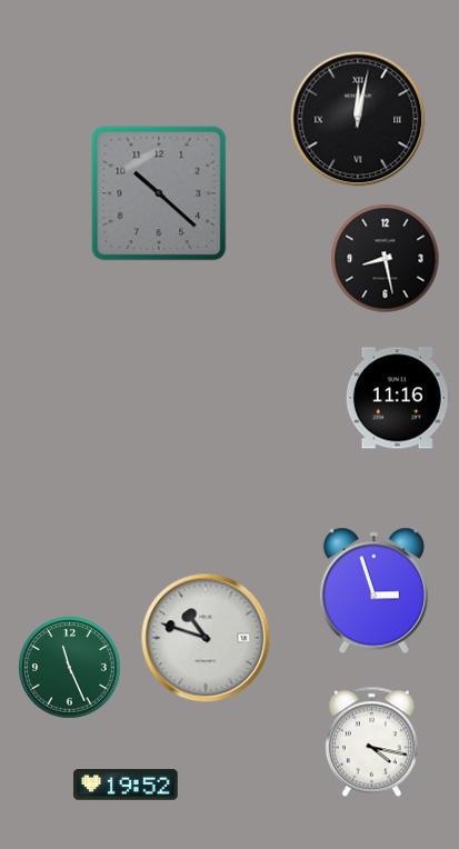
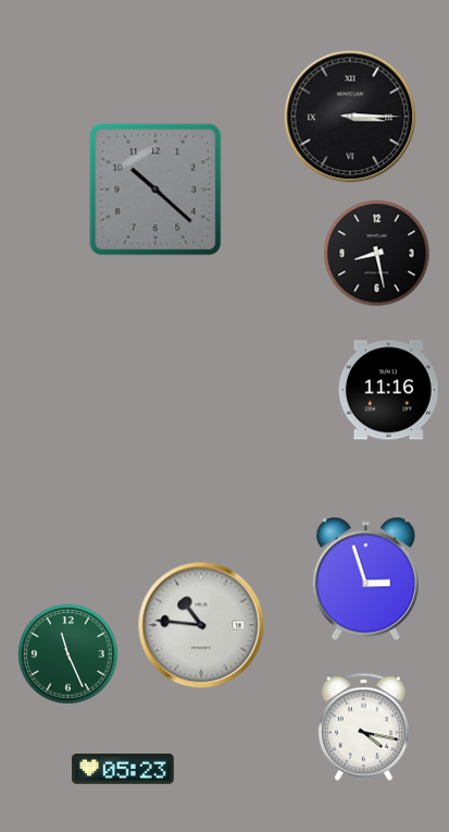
clock at (358, 119): 12:02 -> 3:15
clock at (206, 638): 10:48 -> 10:46
clock at (126, 786): 19:52 -> 05:23
